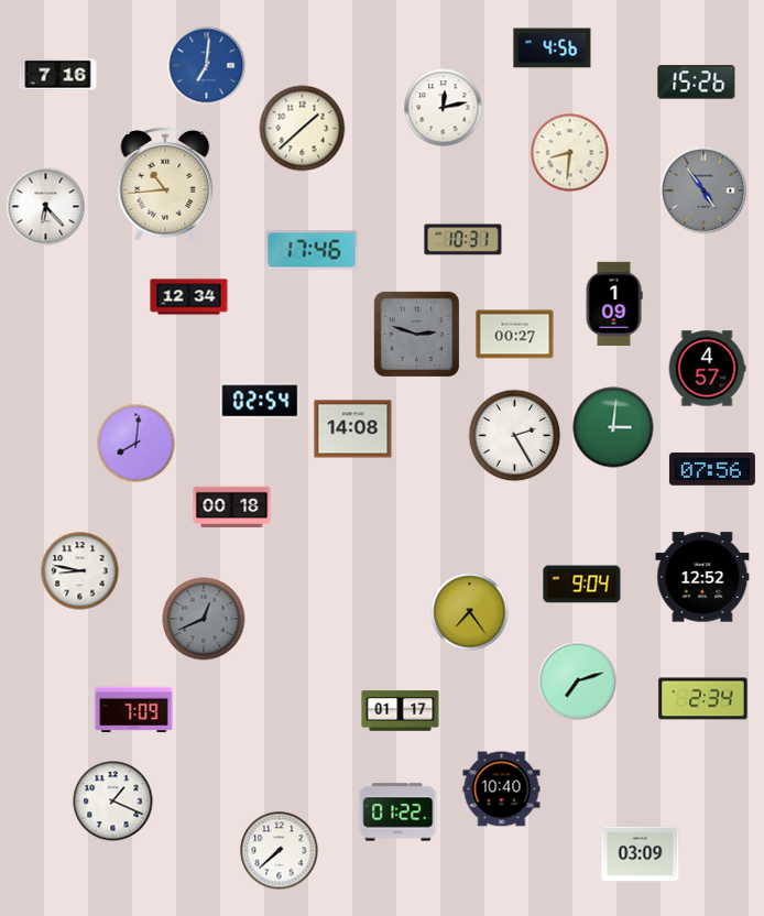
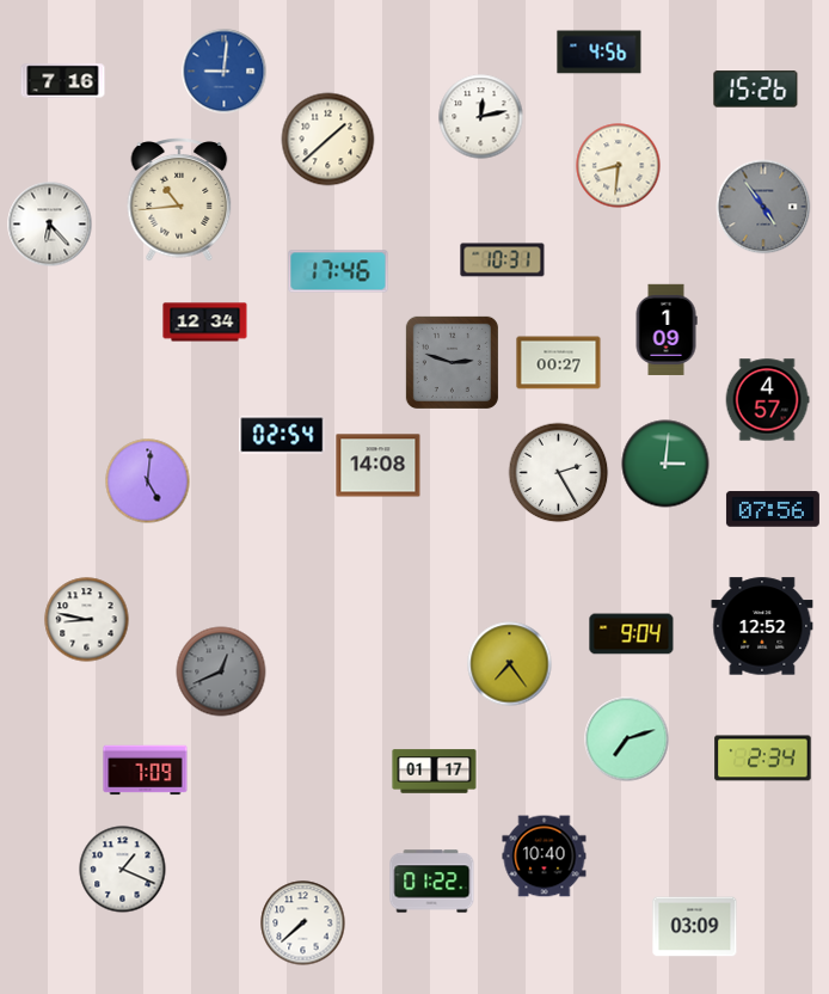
clock at (207, 66): 7:01 -> 9:01
clock at (353, 429) position: (353, 429) -> (379, 466)
clock at (137, 444): 8:01 -> 5:01
clock at (232, 508): 00:18 -> none
